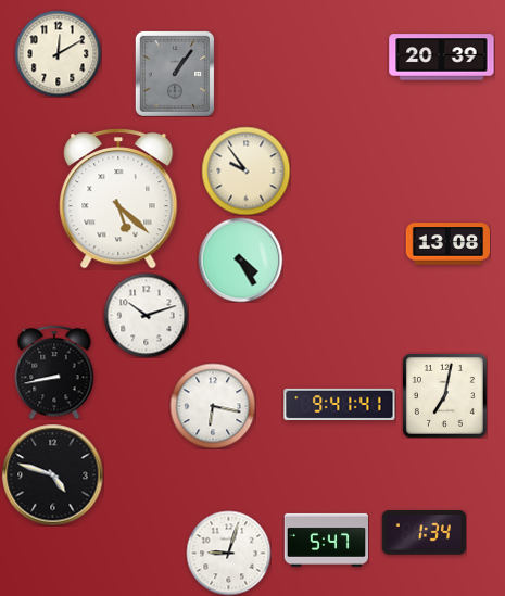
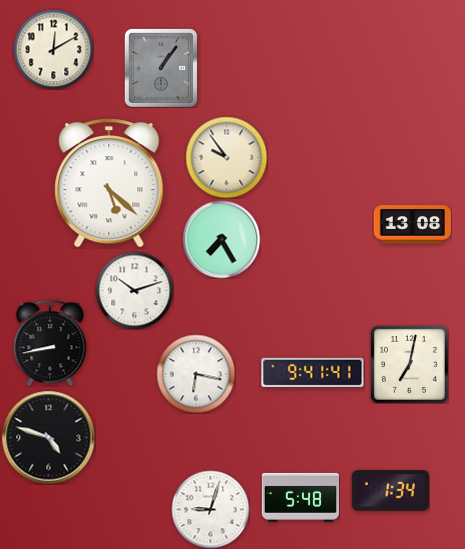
clock at (442, 58): 20:39 -> none
clock at (240, 259): 4:25 -> 7:25
clock at (326, 540): 5:47 -> 5:48
